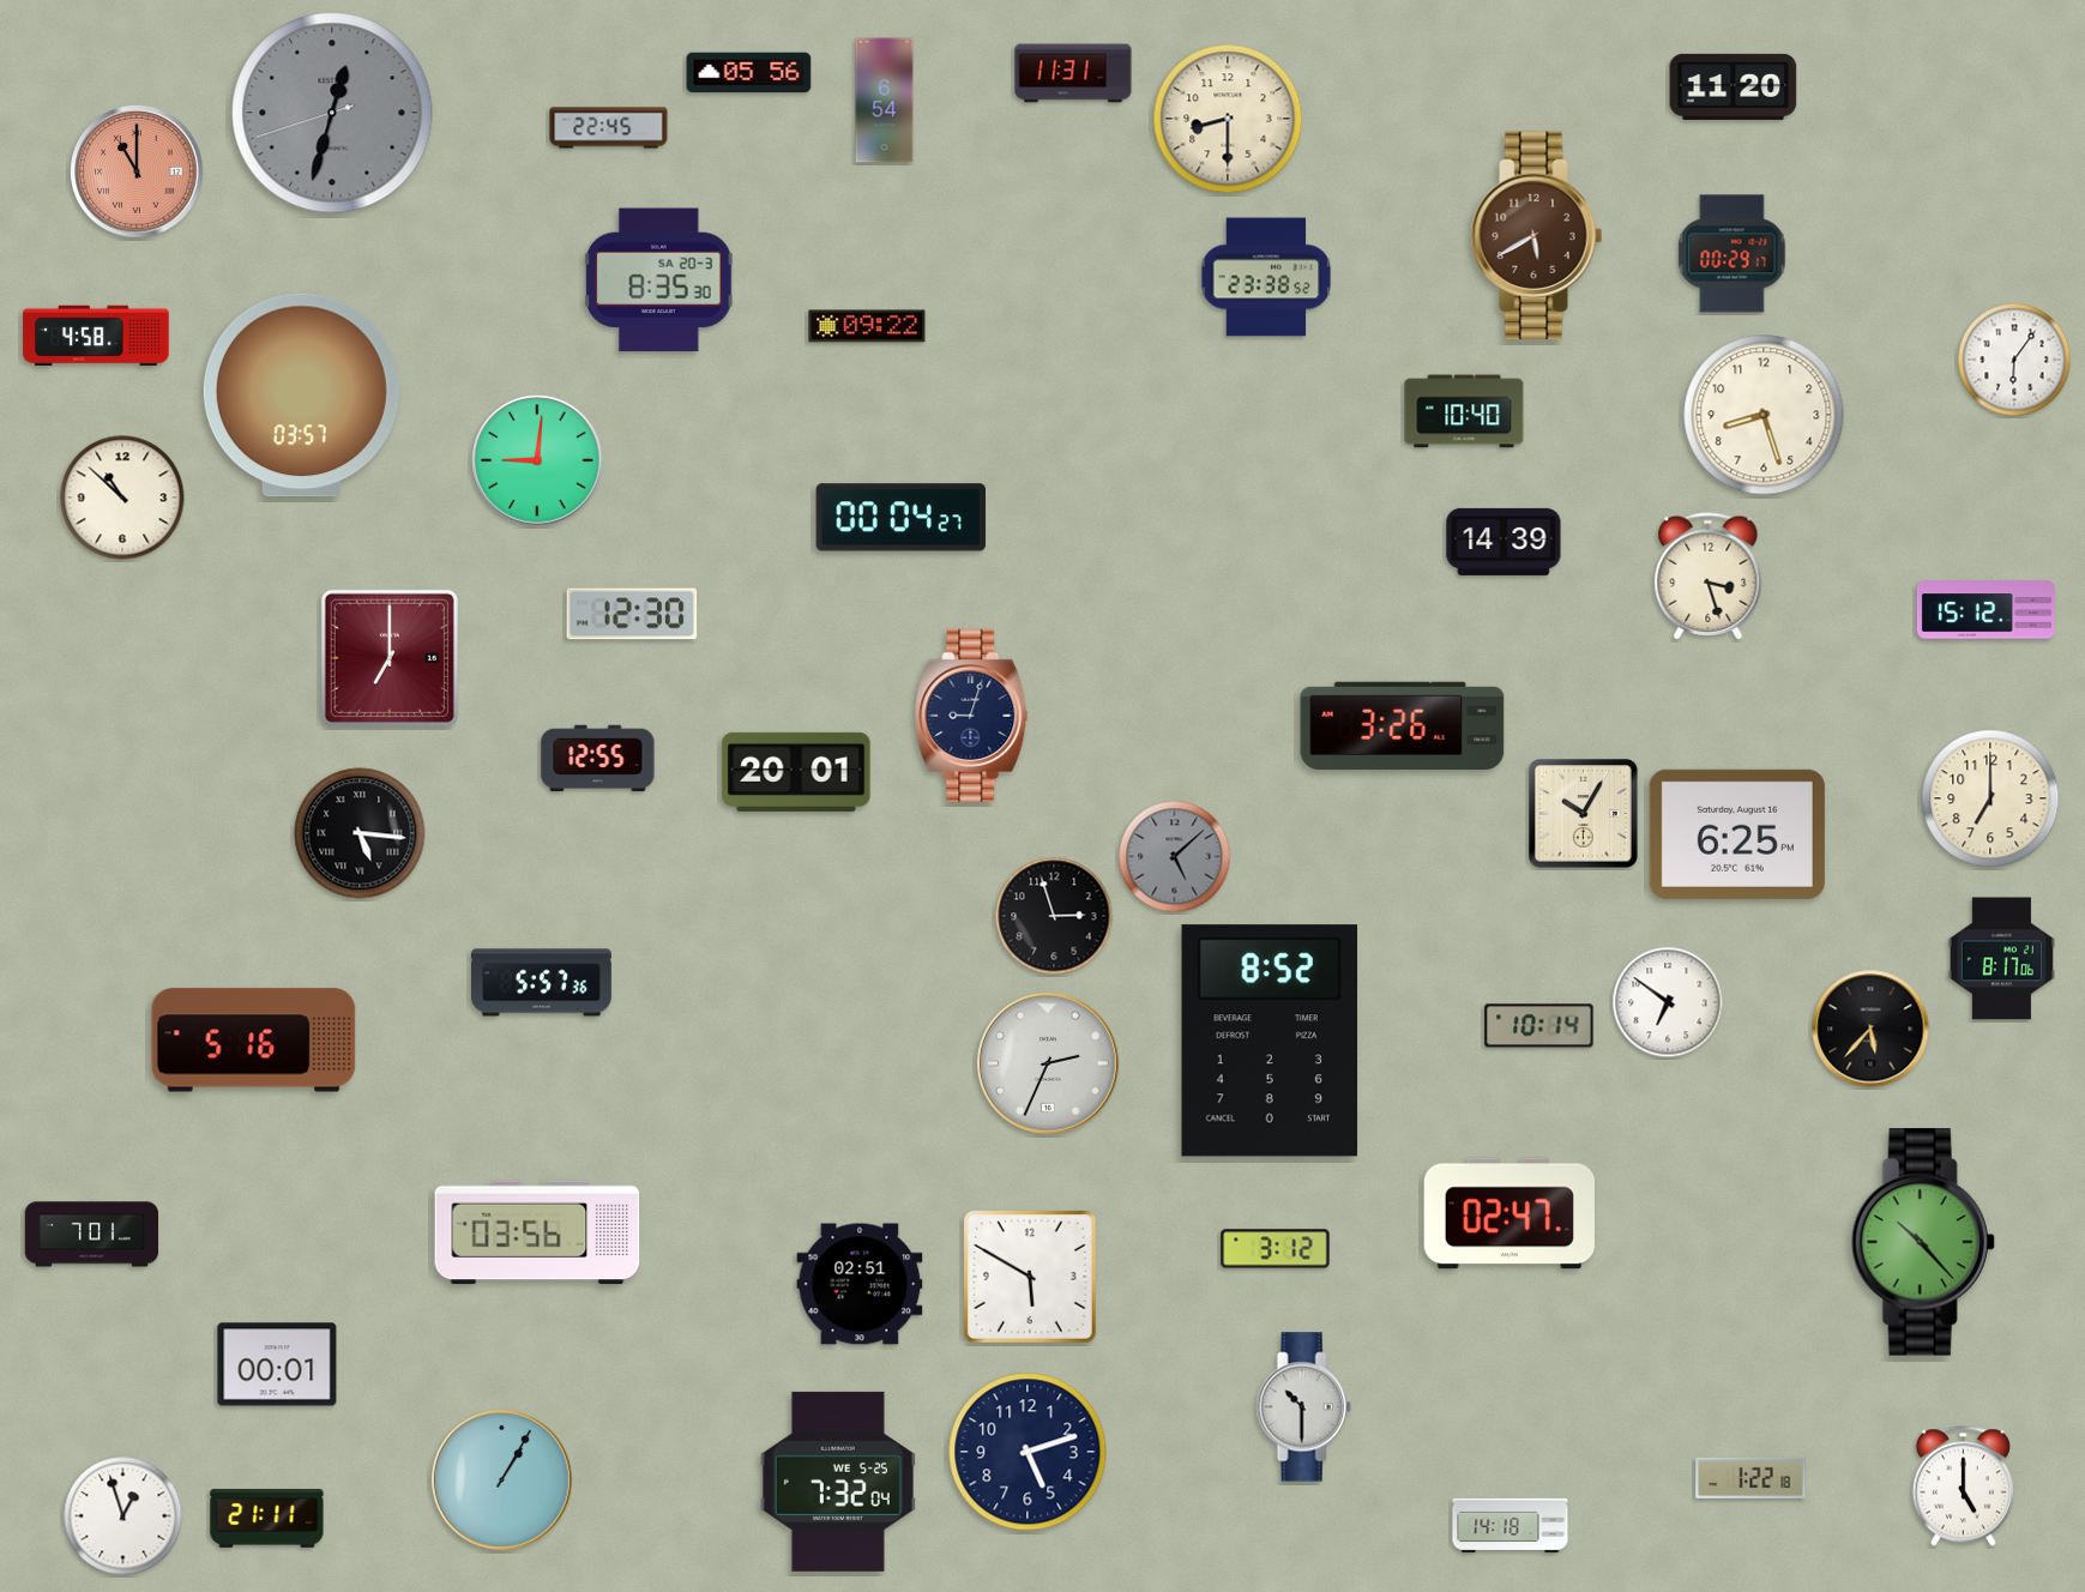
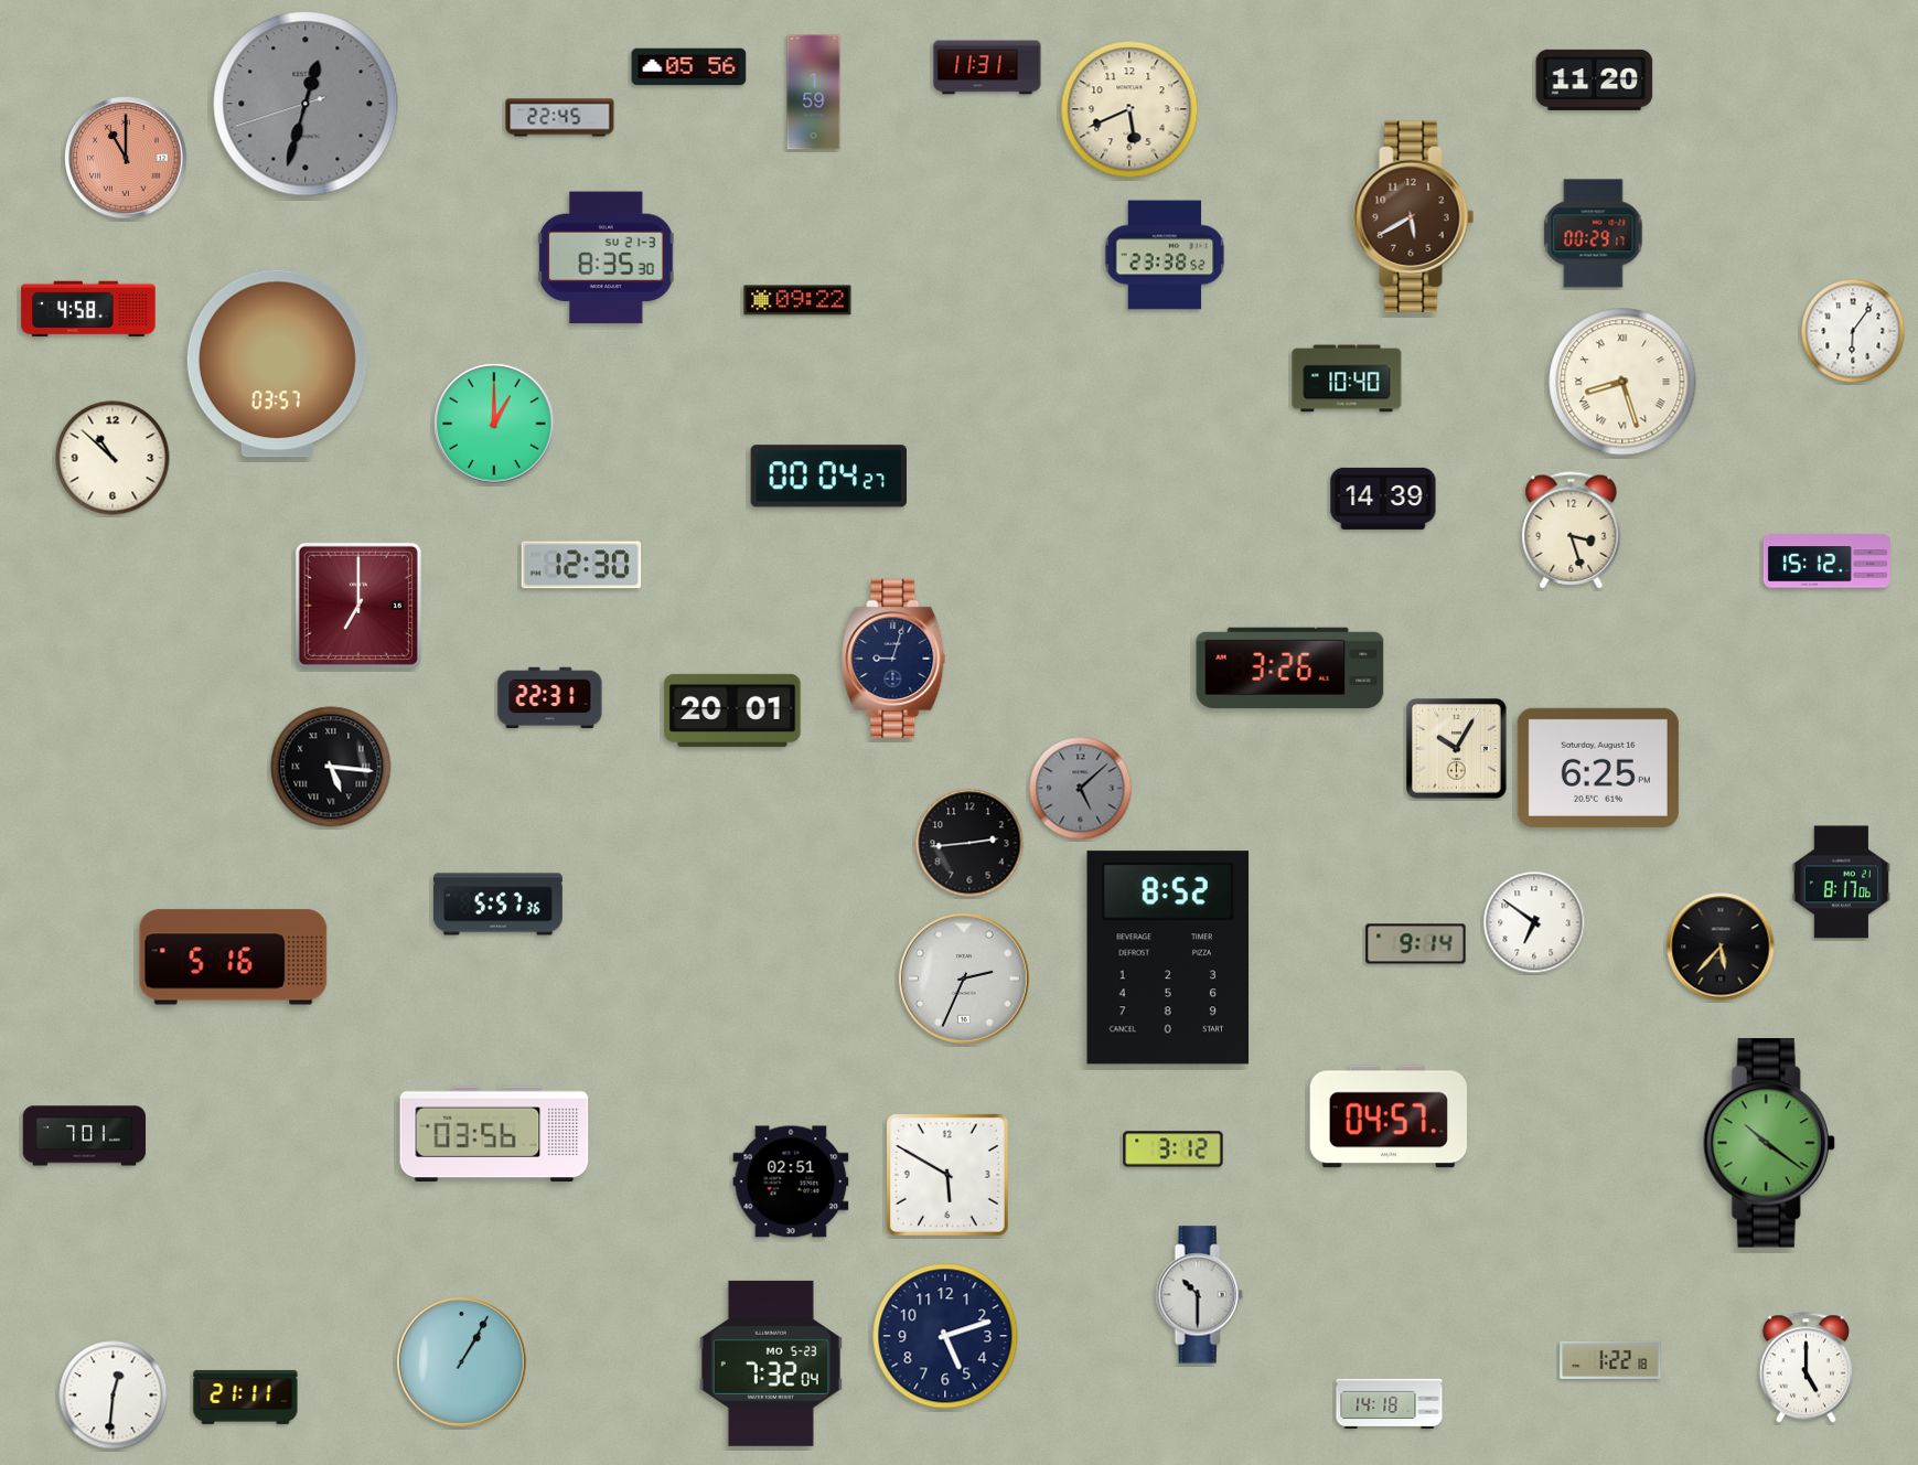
clock at (885, 101): 6:54 -> 1:59
clock at (1228, 119): 8:30 -> 5:41
clock at (659, 281) date: SA 20-3 -> SU 21-3
clock at (1764, 415) numerals: Arabic -> Roman
clock at (537, 460): 9:01 -> 1:00
clock at (598, 759): 12:55 -> 22:31
clock at (1990, 798): 7:00 -> none
clock at (1054, 916): 2:57 -> 2:44
clock at (1539, 1026): 10:14 -> 9:14
clock at (1508, 1213): 02:47 -> 04:57
clock at (1923, 1242): 10:23 -> 10:21
clock at (277, 1364): 00:01 -> none
clock at (838, 1482) date: WE 5-25 -> MO 5-23
clock at (123, 1516): 12:57 -> 12:31
